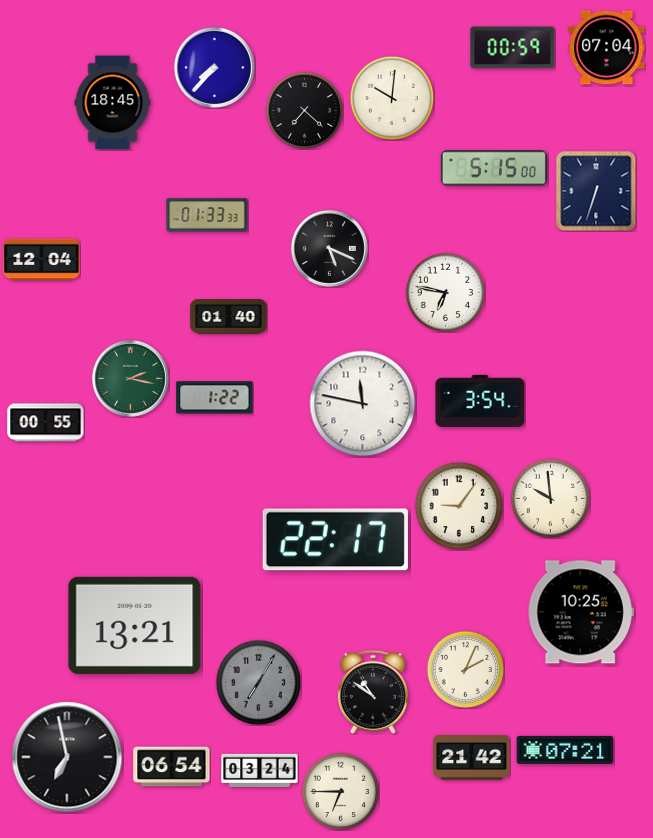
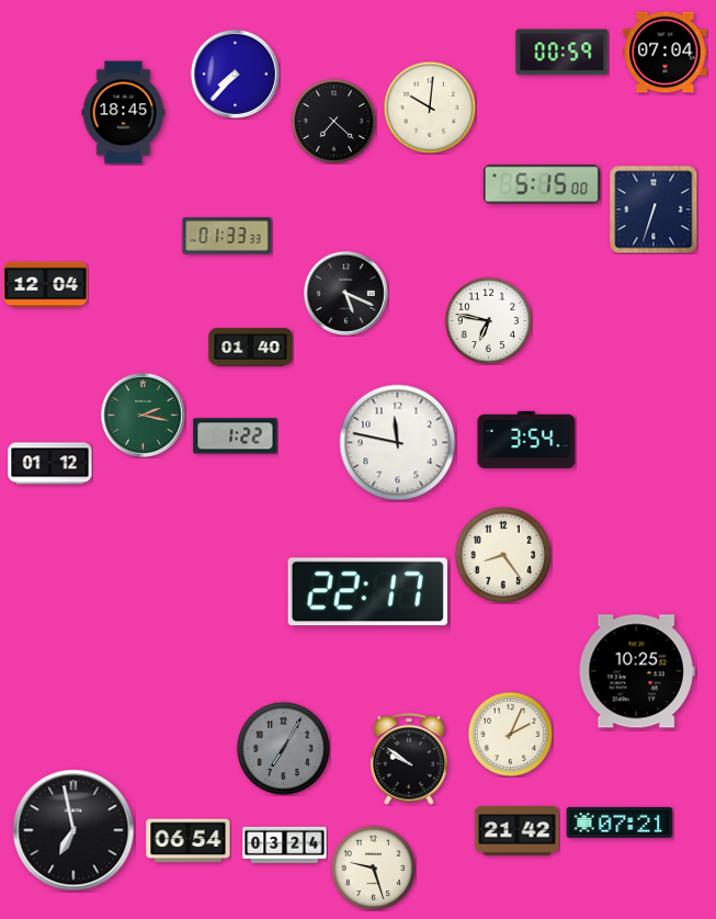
clock at (329, 248) position: (329, 248) -> (345, 293)
clock at (46, 423): 00:55 -> 01:12
clock at (550, 498): 9:59 -> none
clock at (459, 506): 9:06 -> 8:24
clock at (135, 625): 13:21 -> none
clock at (373, 692): 10:51 -> 9:51
clock at (340, 791): 6:45 -> 9:27
